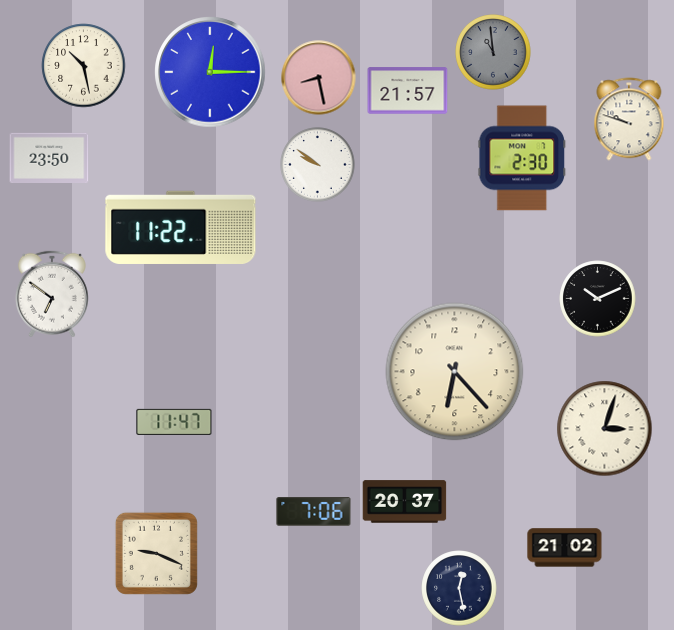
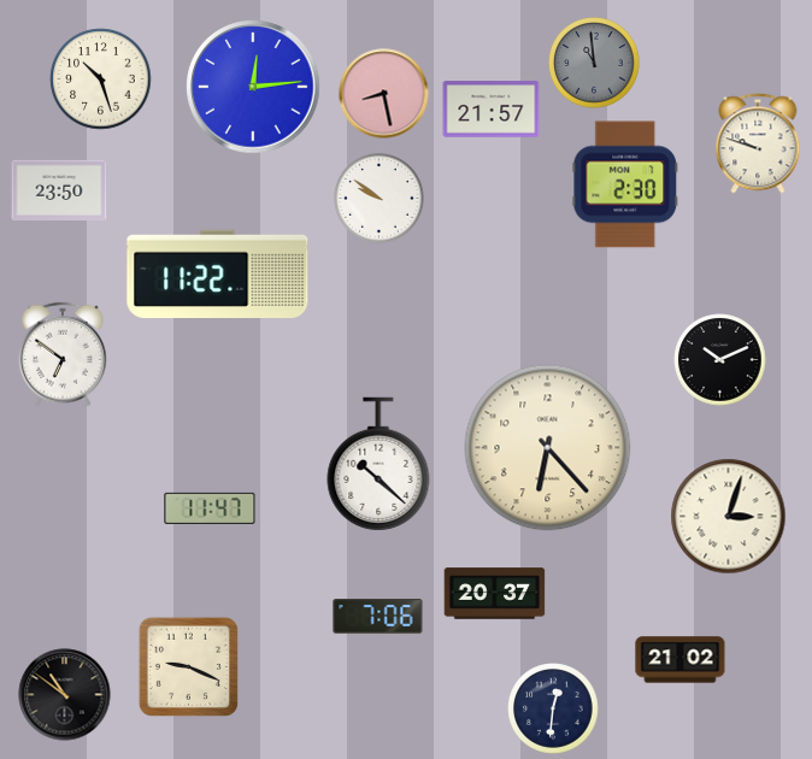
clock at (84, 66): 10:28 -> 10:27
clock at (210, 72): 12:15 -> 12:14
clock at (522, 158) position: (522, 158) -> (625, 184)
clock at (318, 165) position: (318, 165) -> (379, 199)
clock at (378, 464): none -> 10:22
clock at (405, 502) position: (405, 502) -> (495, 594)
clock at (65, 695): none -> 10:51
clock at (459, 588): 12:28 -> 12:31
